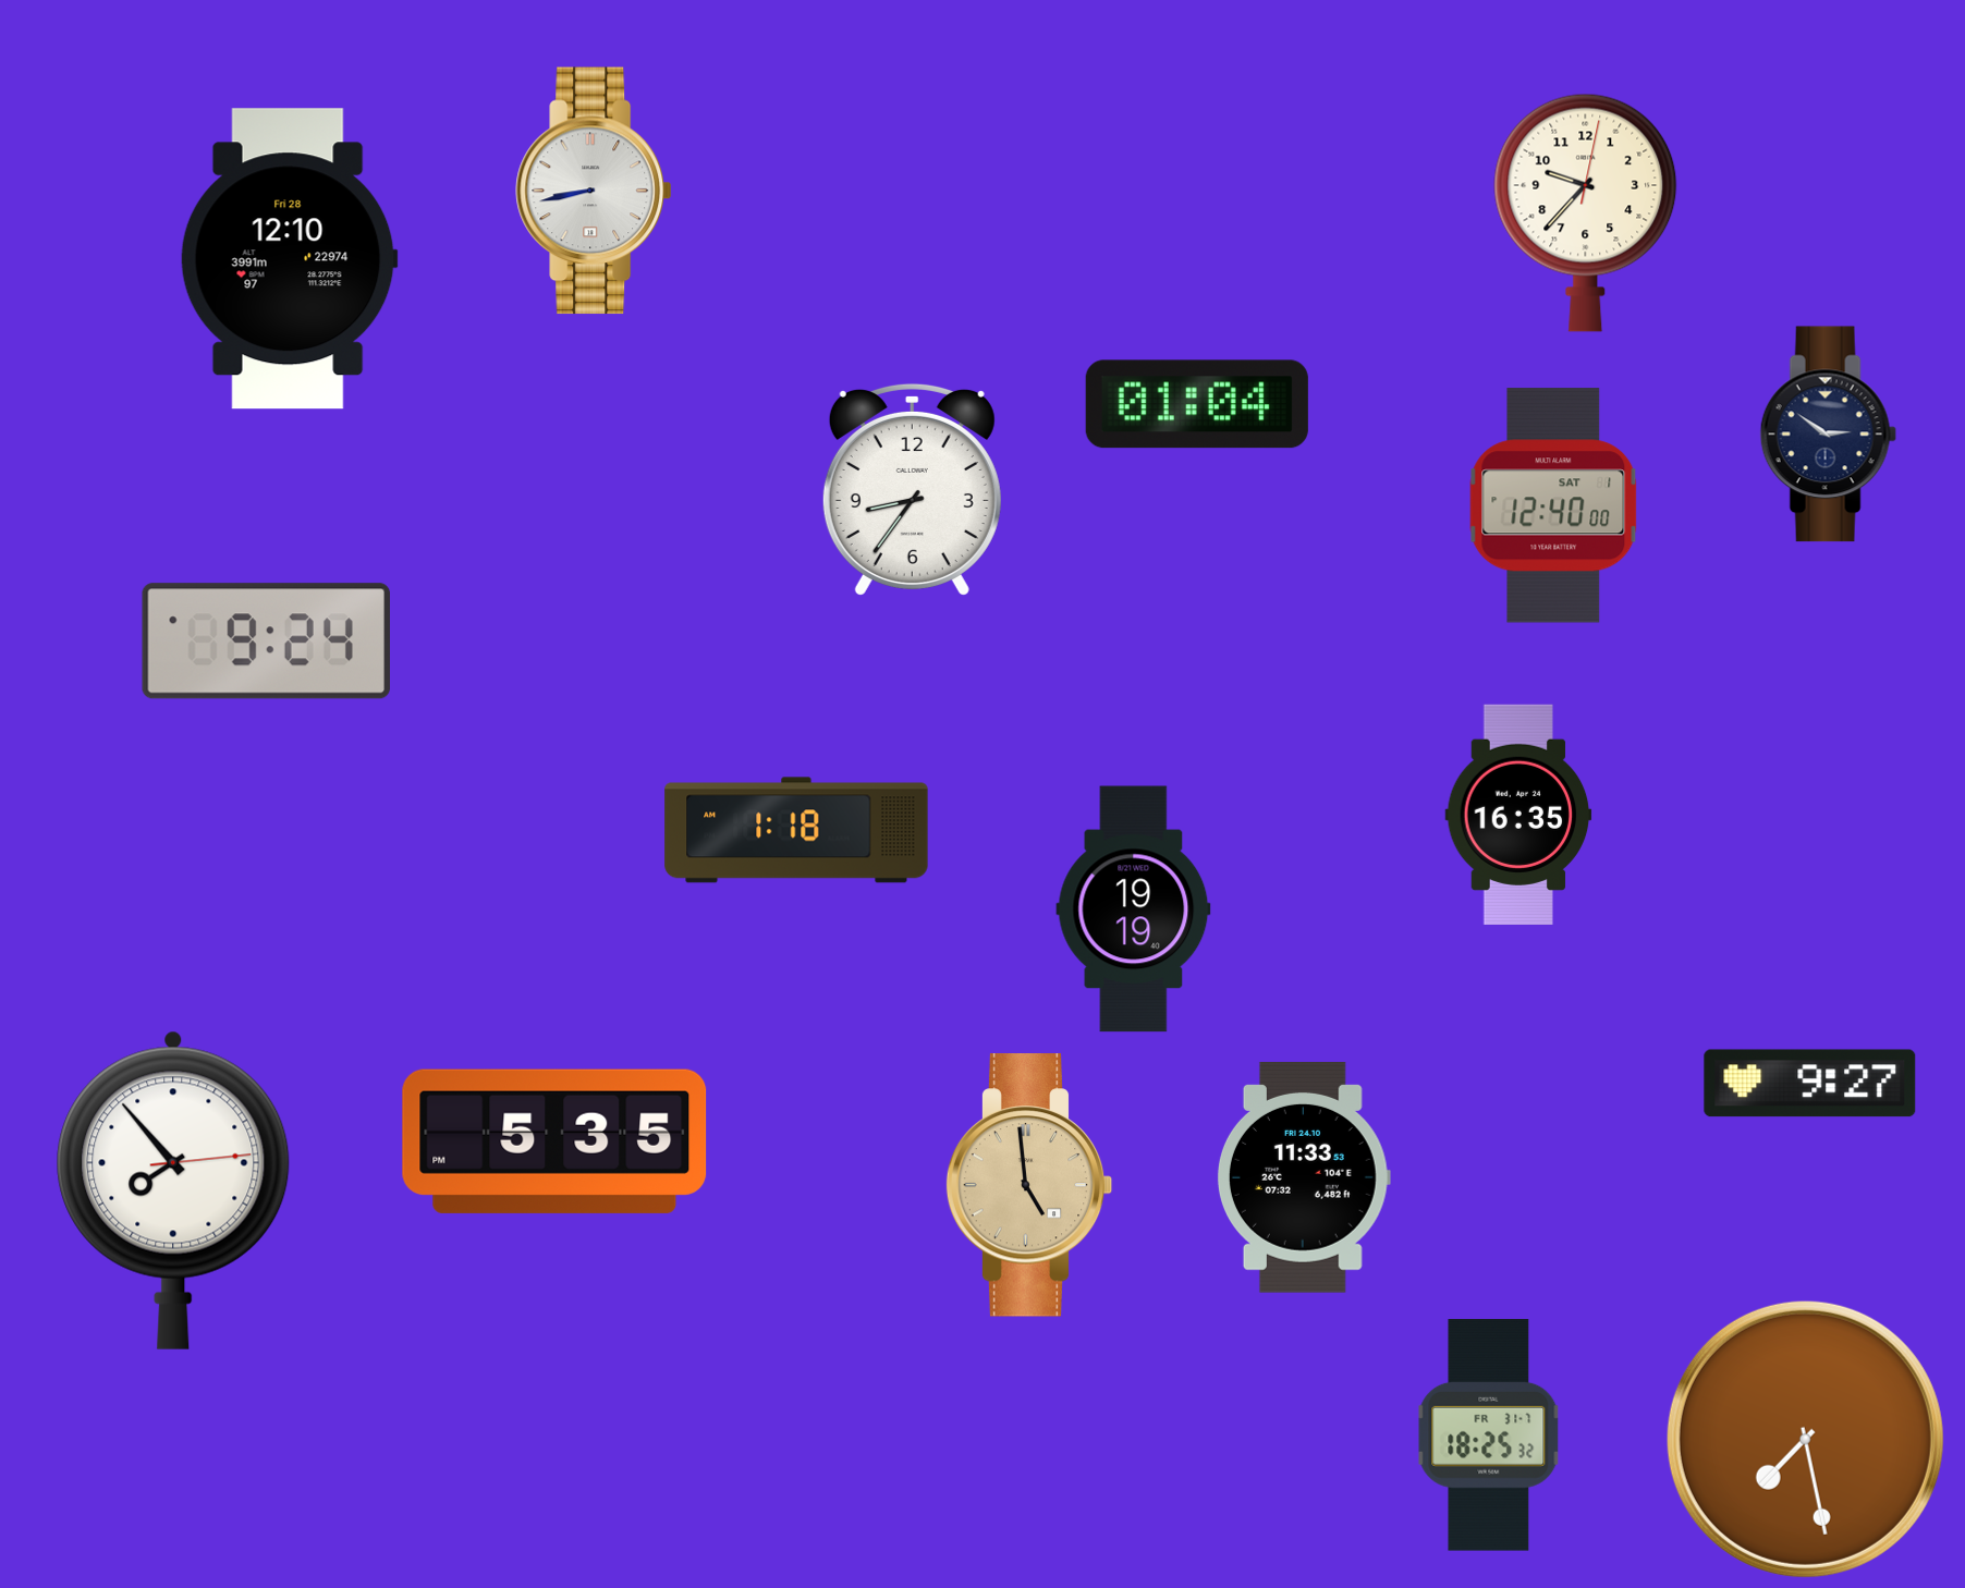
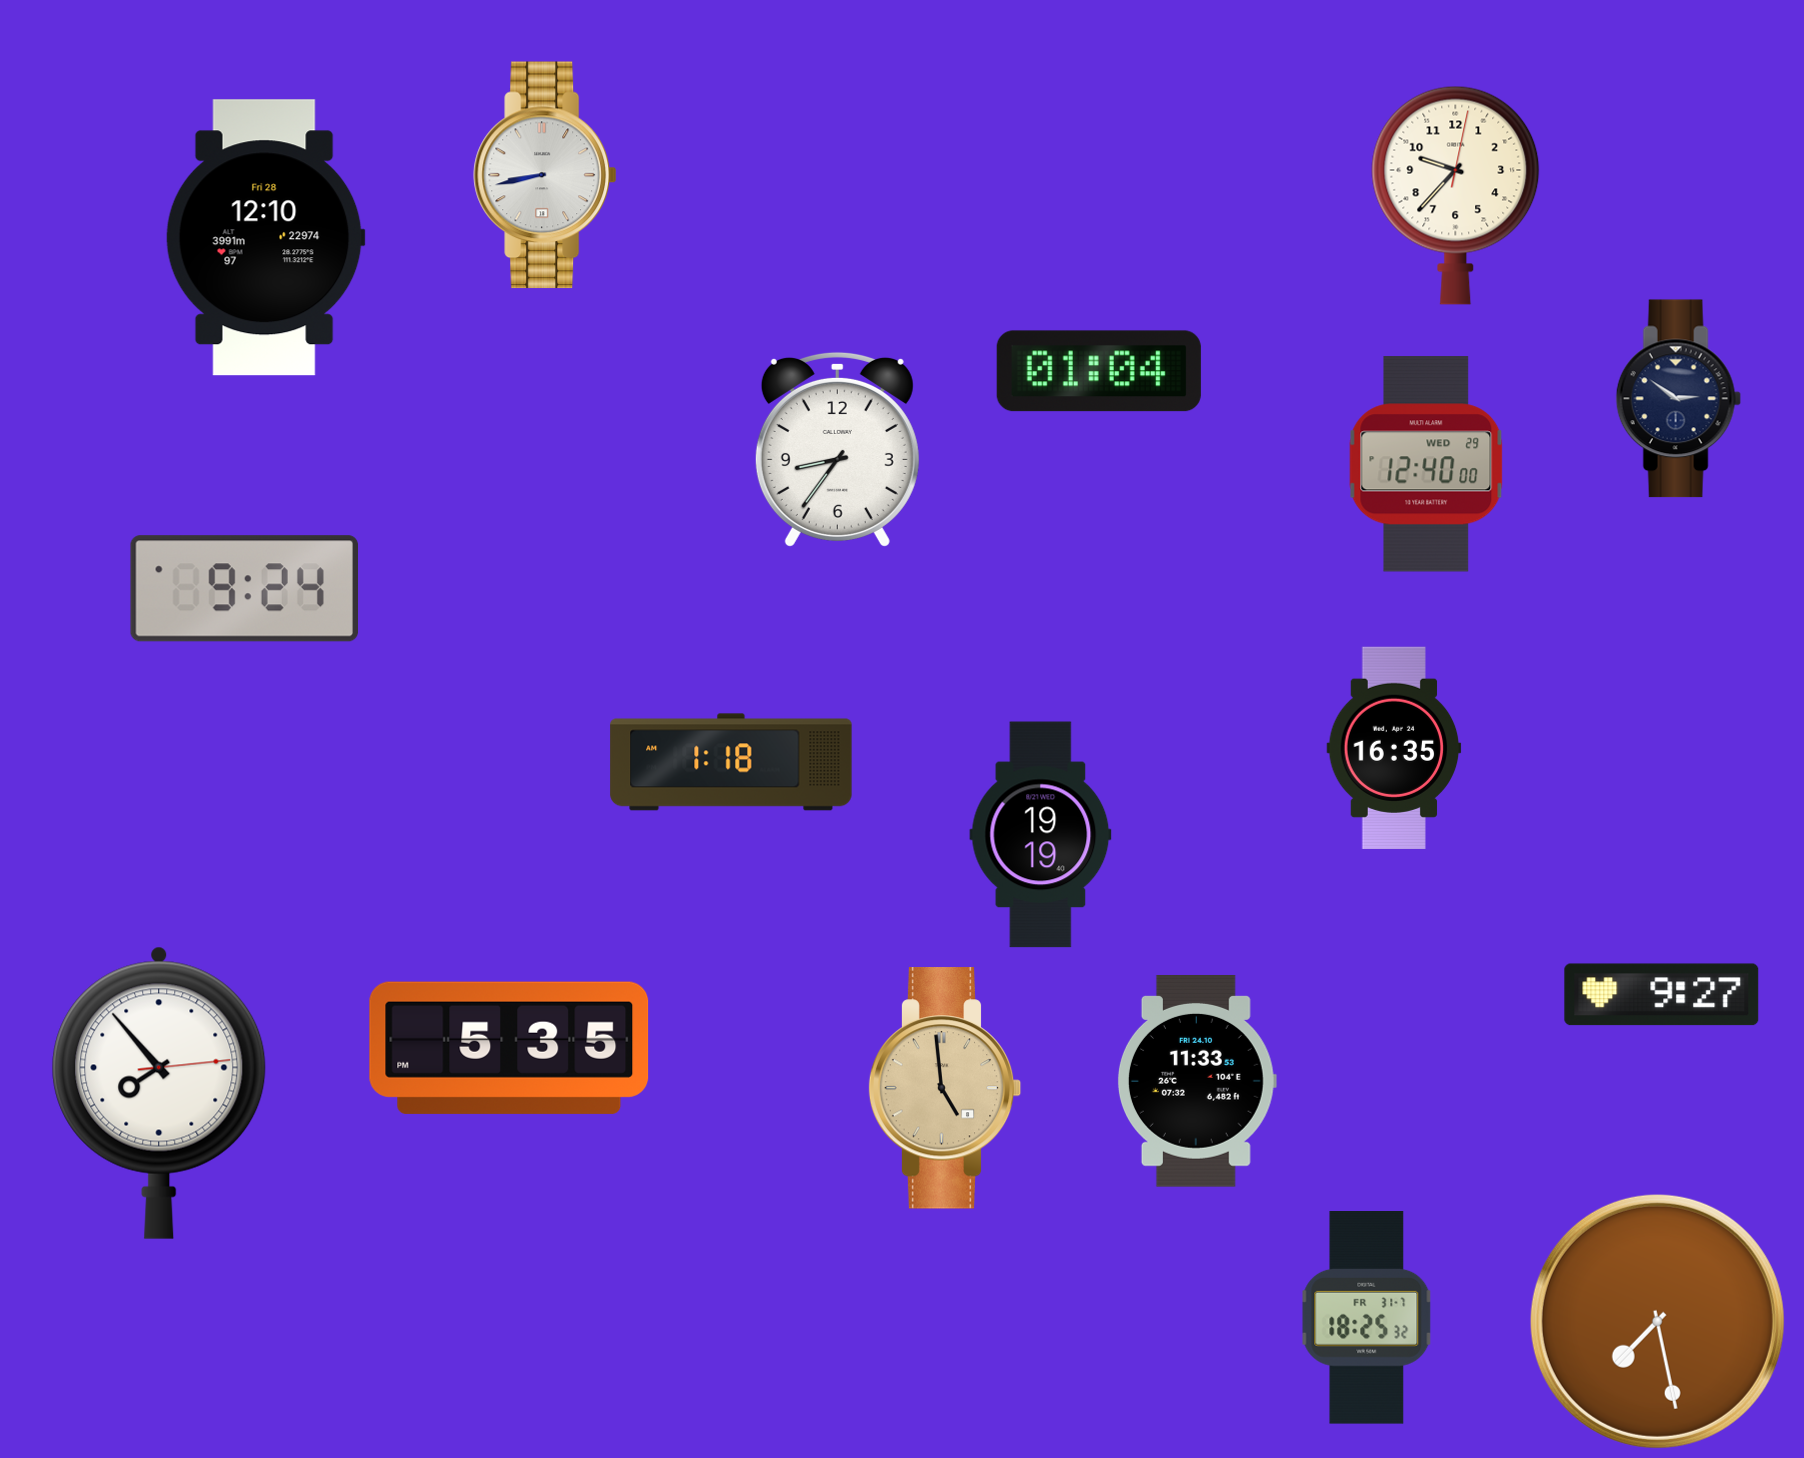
clock at (1553, 505) date: SAT 1 -> WED 29
